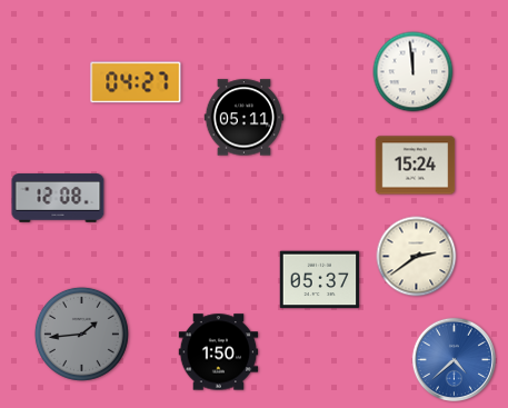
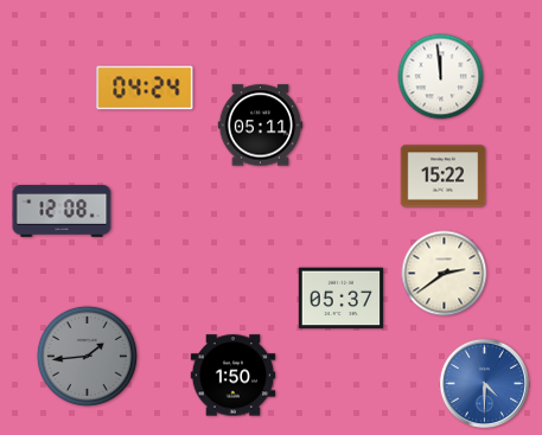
clock at (136, 82): 04:27 -> 04:24
clock at (416, 166): 15:24 -> 15:22
clock at (454, 359): 4:38 -> 4:30
